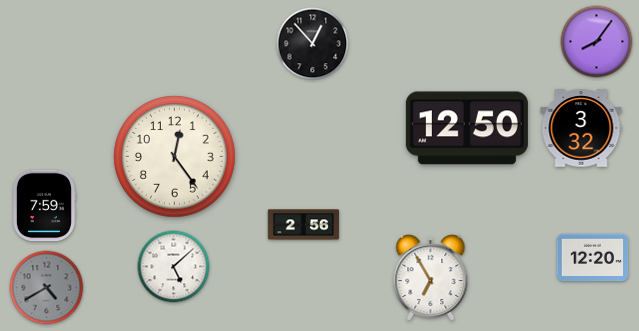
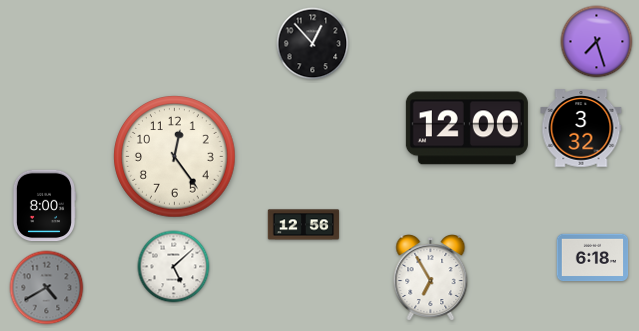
clock at (597, 42): 8:06 -> 7:27
clock at (467, 128): 12:50 -> 12:00
clock at (43, 206): 7:59 -> 8:00
clock at (304, 225): 2:56 -> 12:56
clock at (593, 258): 12:20 -> 6:18
